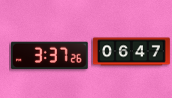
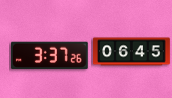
clock at (132, 52): 06:47 -> 06:45
